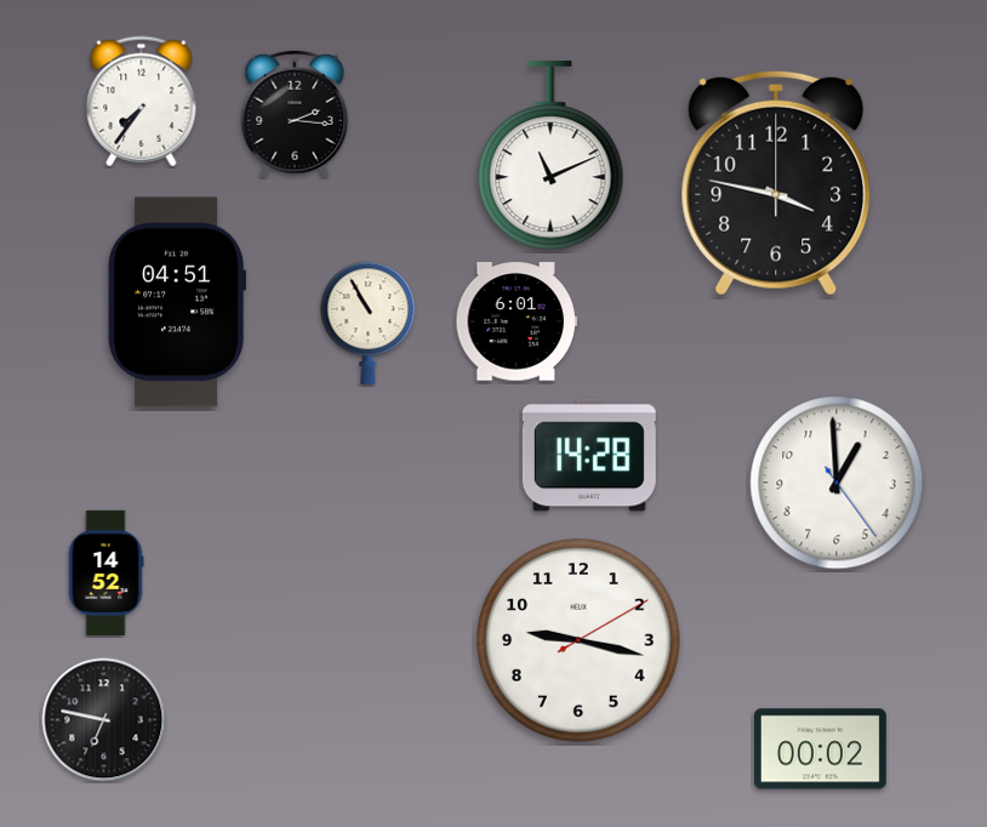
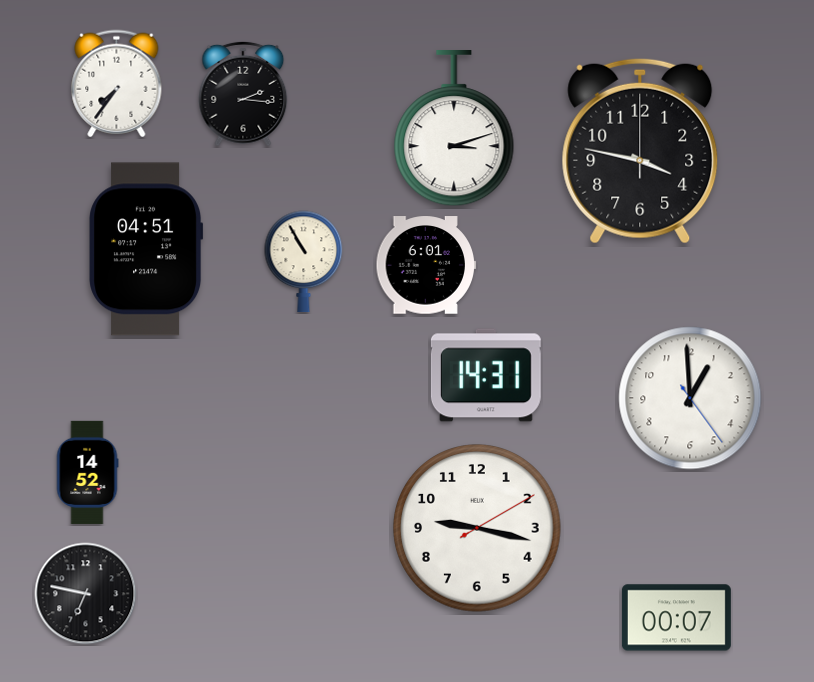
clock at (550, 156): 11:11 -> 3:12
clock at (369, 323) position: (369, 323) -> (304, 261)
clock at (589, 455): 14:28 -> 14:31
clock at (820, 749): 00:02 -> 00:07
